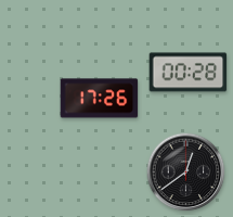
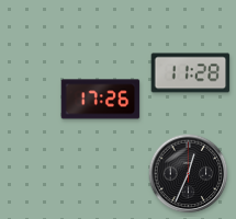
clock at (189, 73): 00:28 -> 11:28
clock at (186, 173): 12:39 -> 12:34
